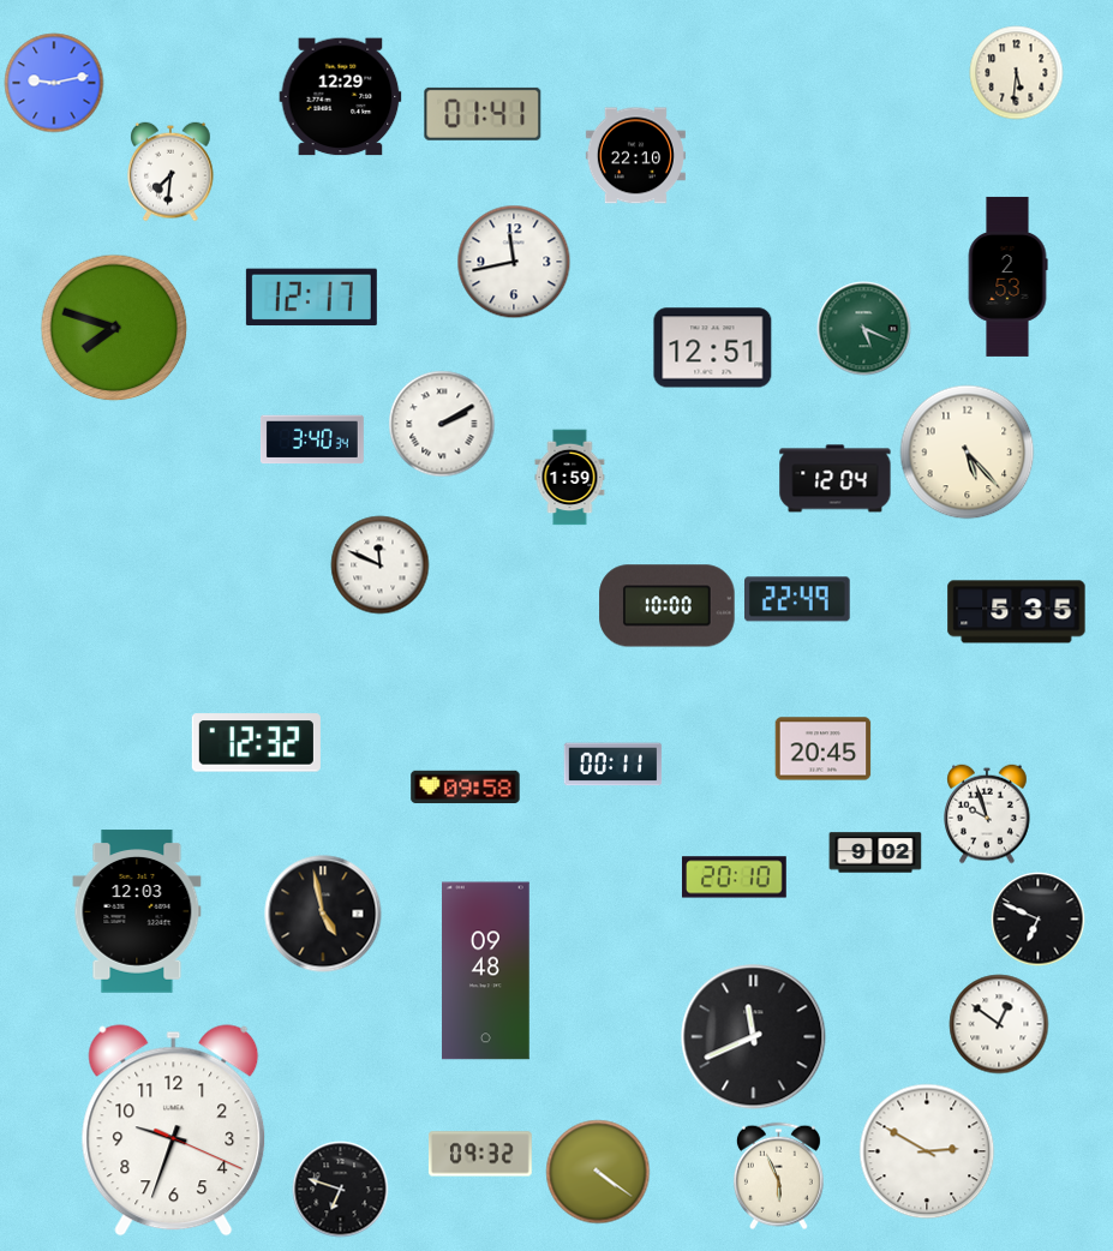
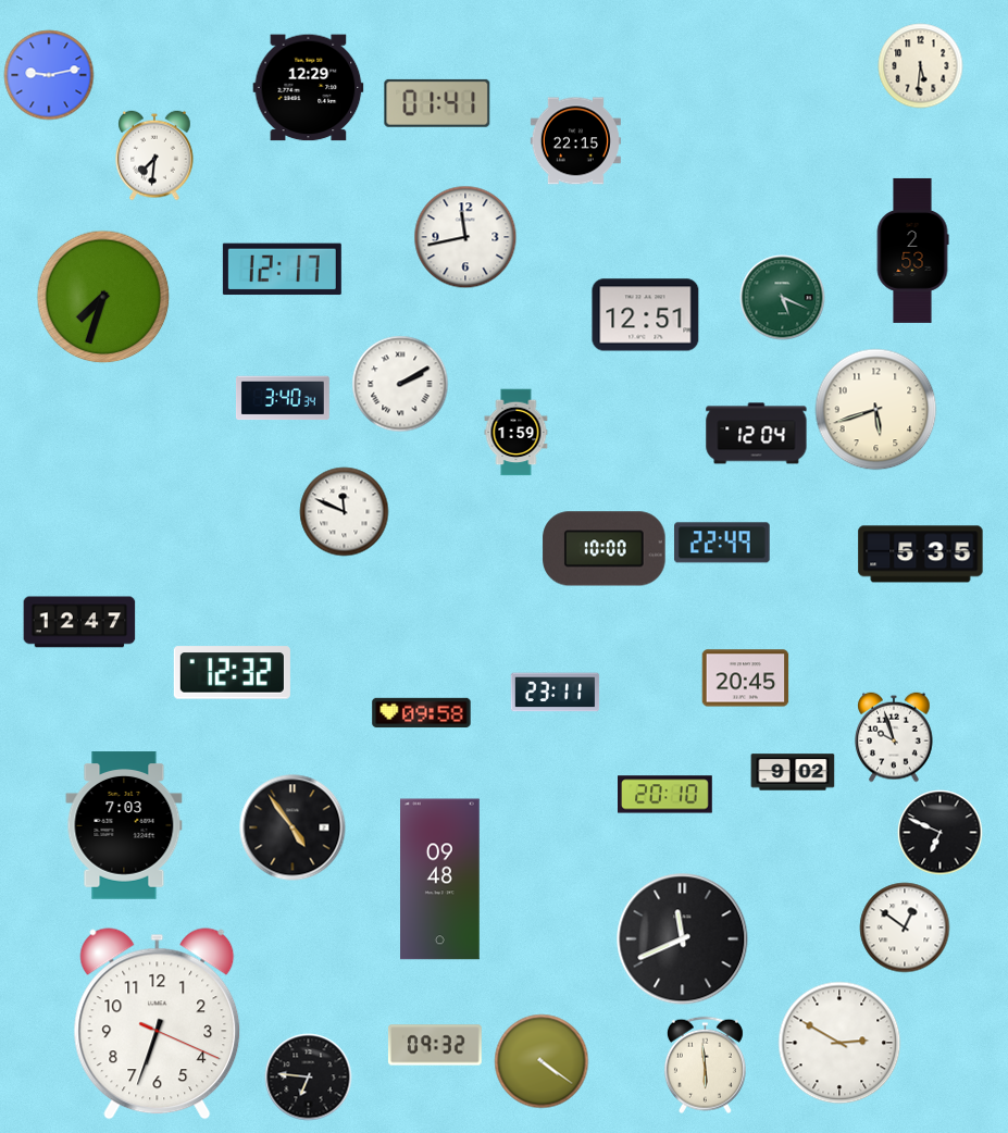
clock at (635, 156): 22:10 -> 22:15
clock at (114, 328): 7:48 -> 7:33
clock at (968, 453): 5:23 -> 5:42
clock at (79, 622): none -> 12:47
clock at (614, 765): 00:11 -> 23:11
clock at (137, 911): 12:03 -> 7:03
clock at (323, 914): 4:58 -> 4:54
clock at (174, 1131): 9:33 -> 6:33
clock at (778, 1177): 5:56 -> 5:59
clock at (341, 1190): 6:48 -> 6:46
